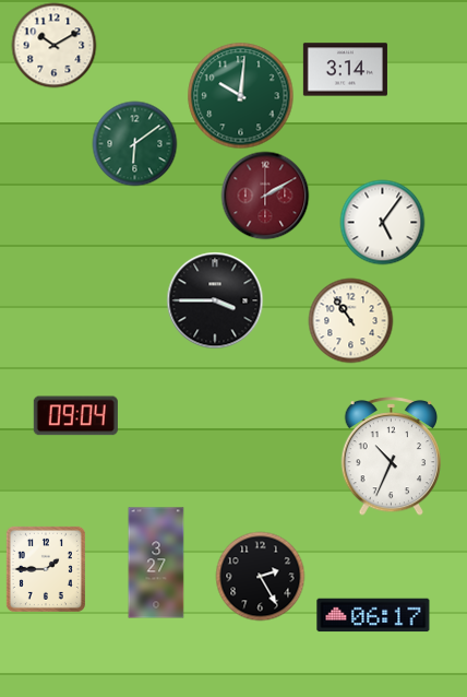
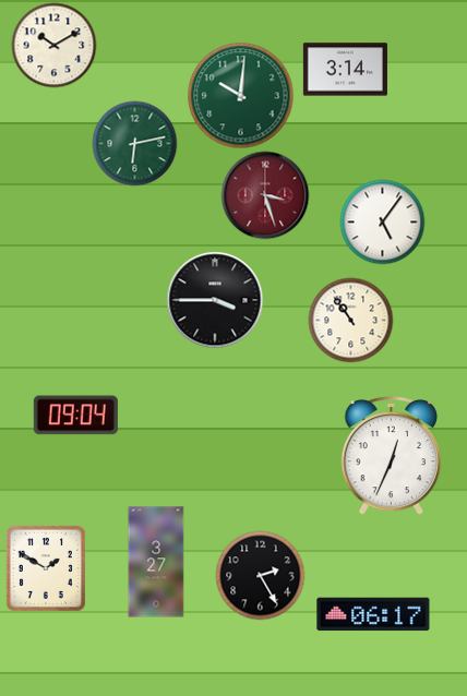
clock at (134, 143): 6:09 -> 6:13
clock at (265, 196): 2:10 -> 3:27
clock at (391, 457): 10:34 -> 12:34
clock at (46, 569): 1:45 -> 1:50
